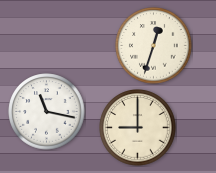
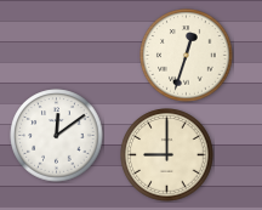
clock at (47, 112): 11:17 -> 12:09
